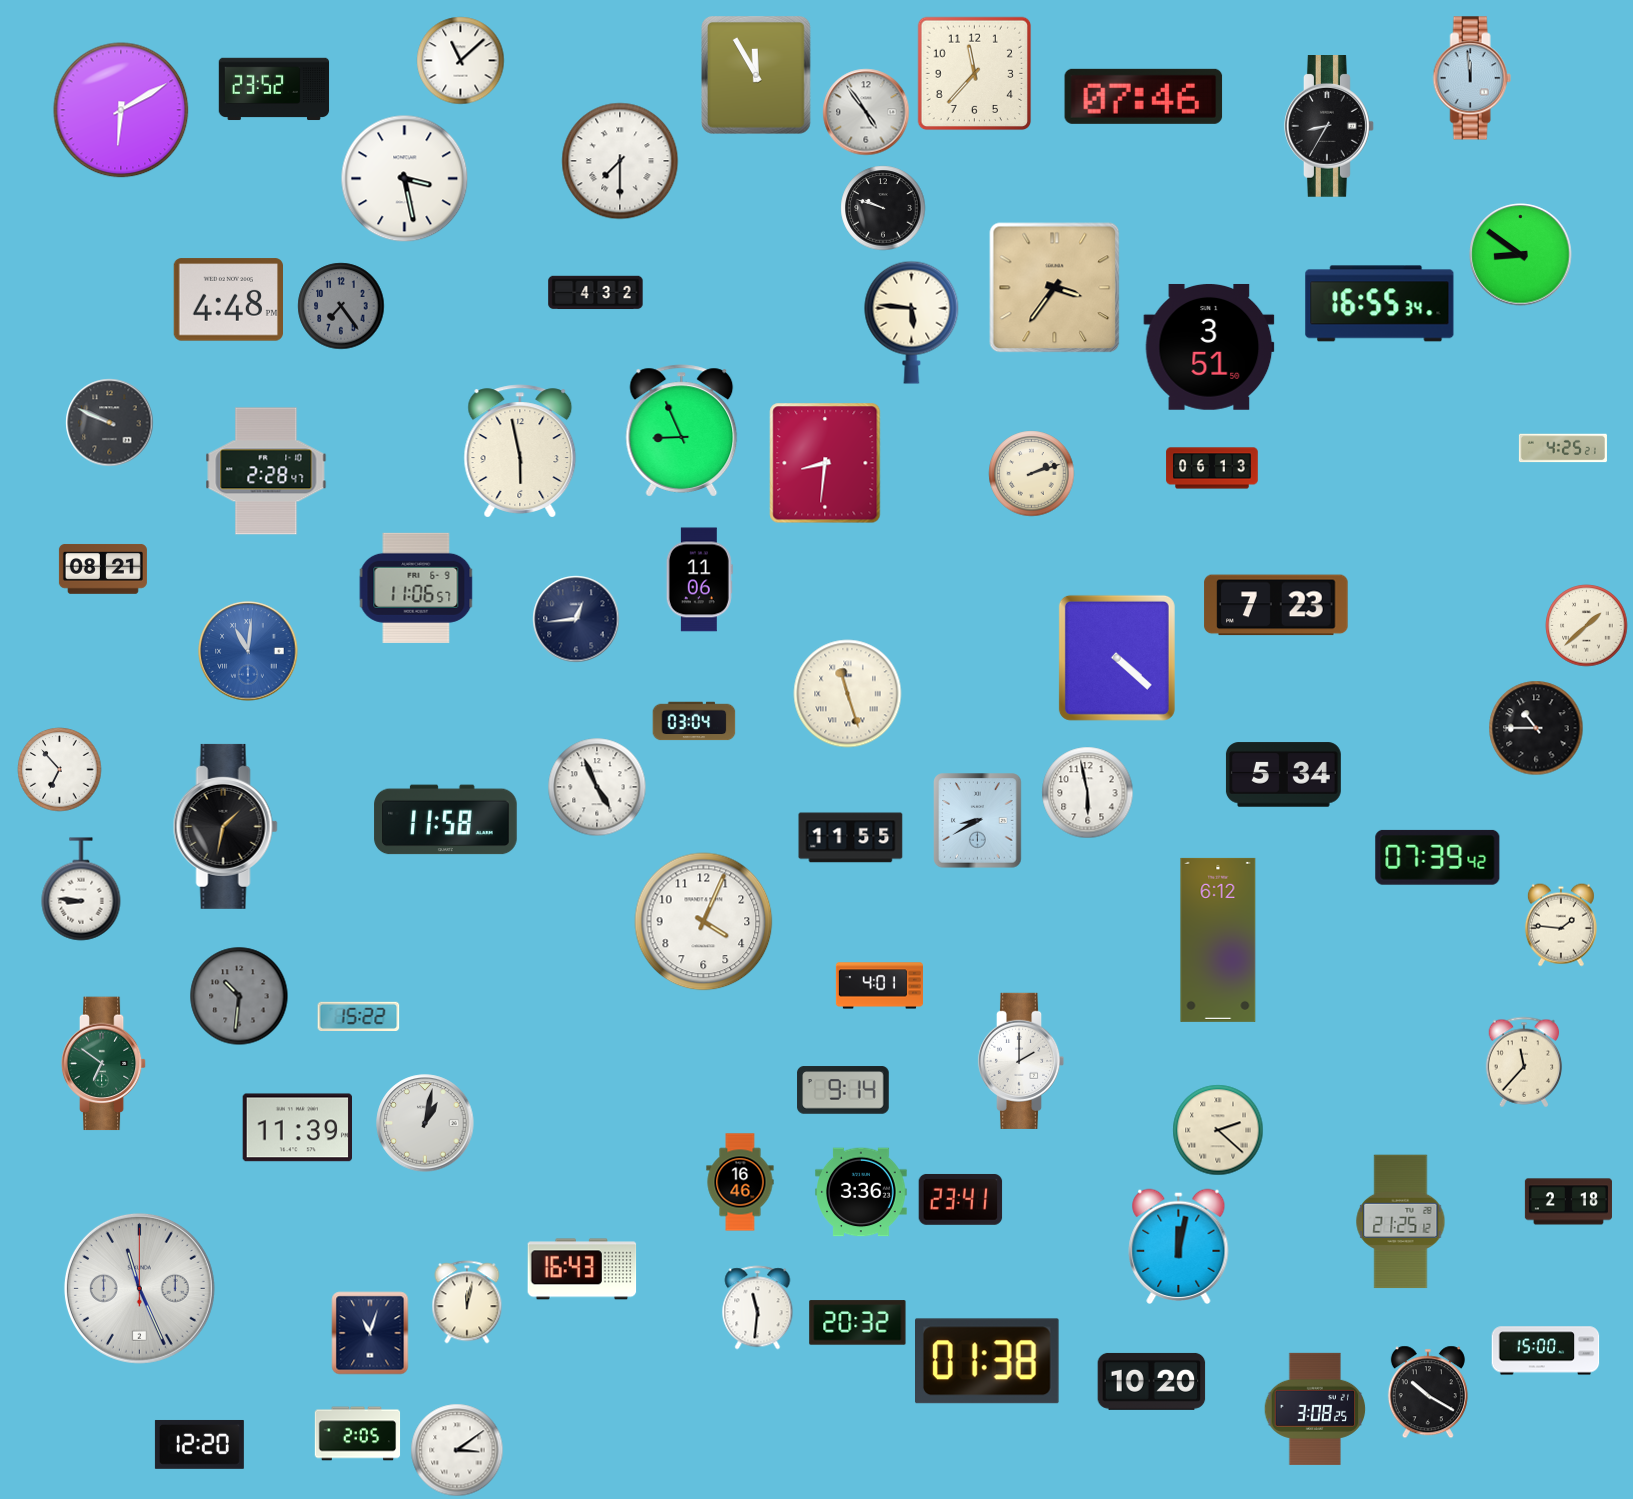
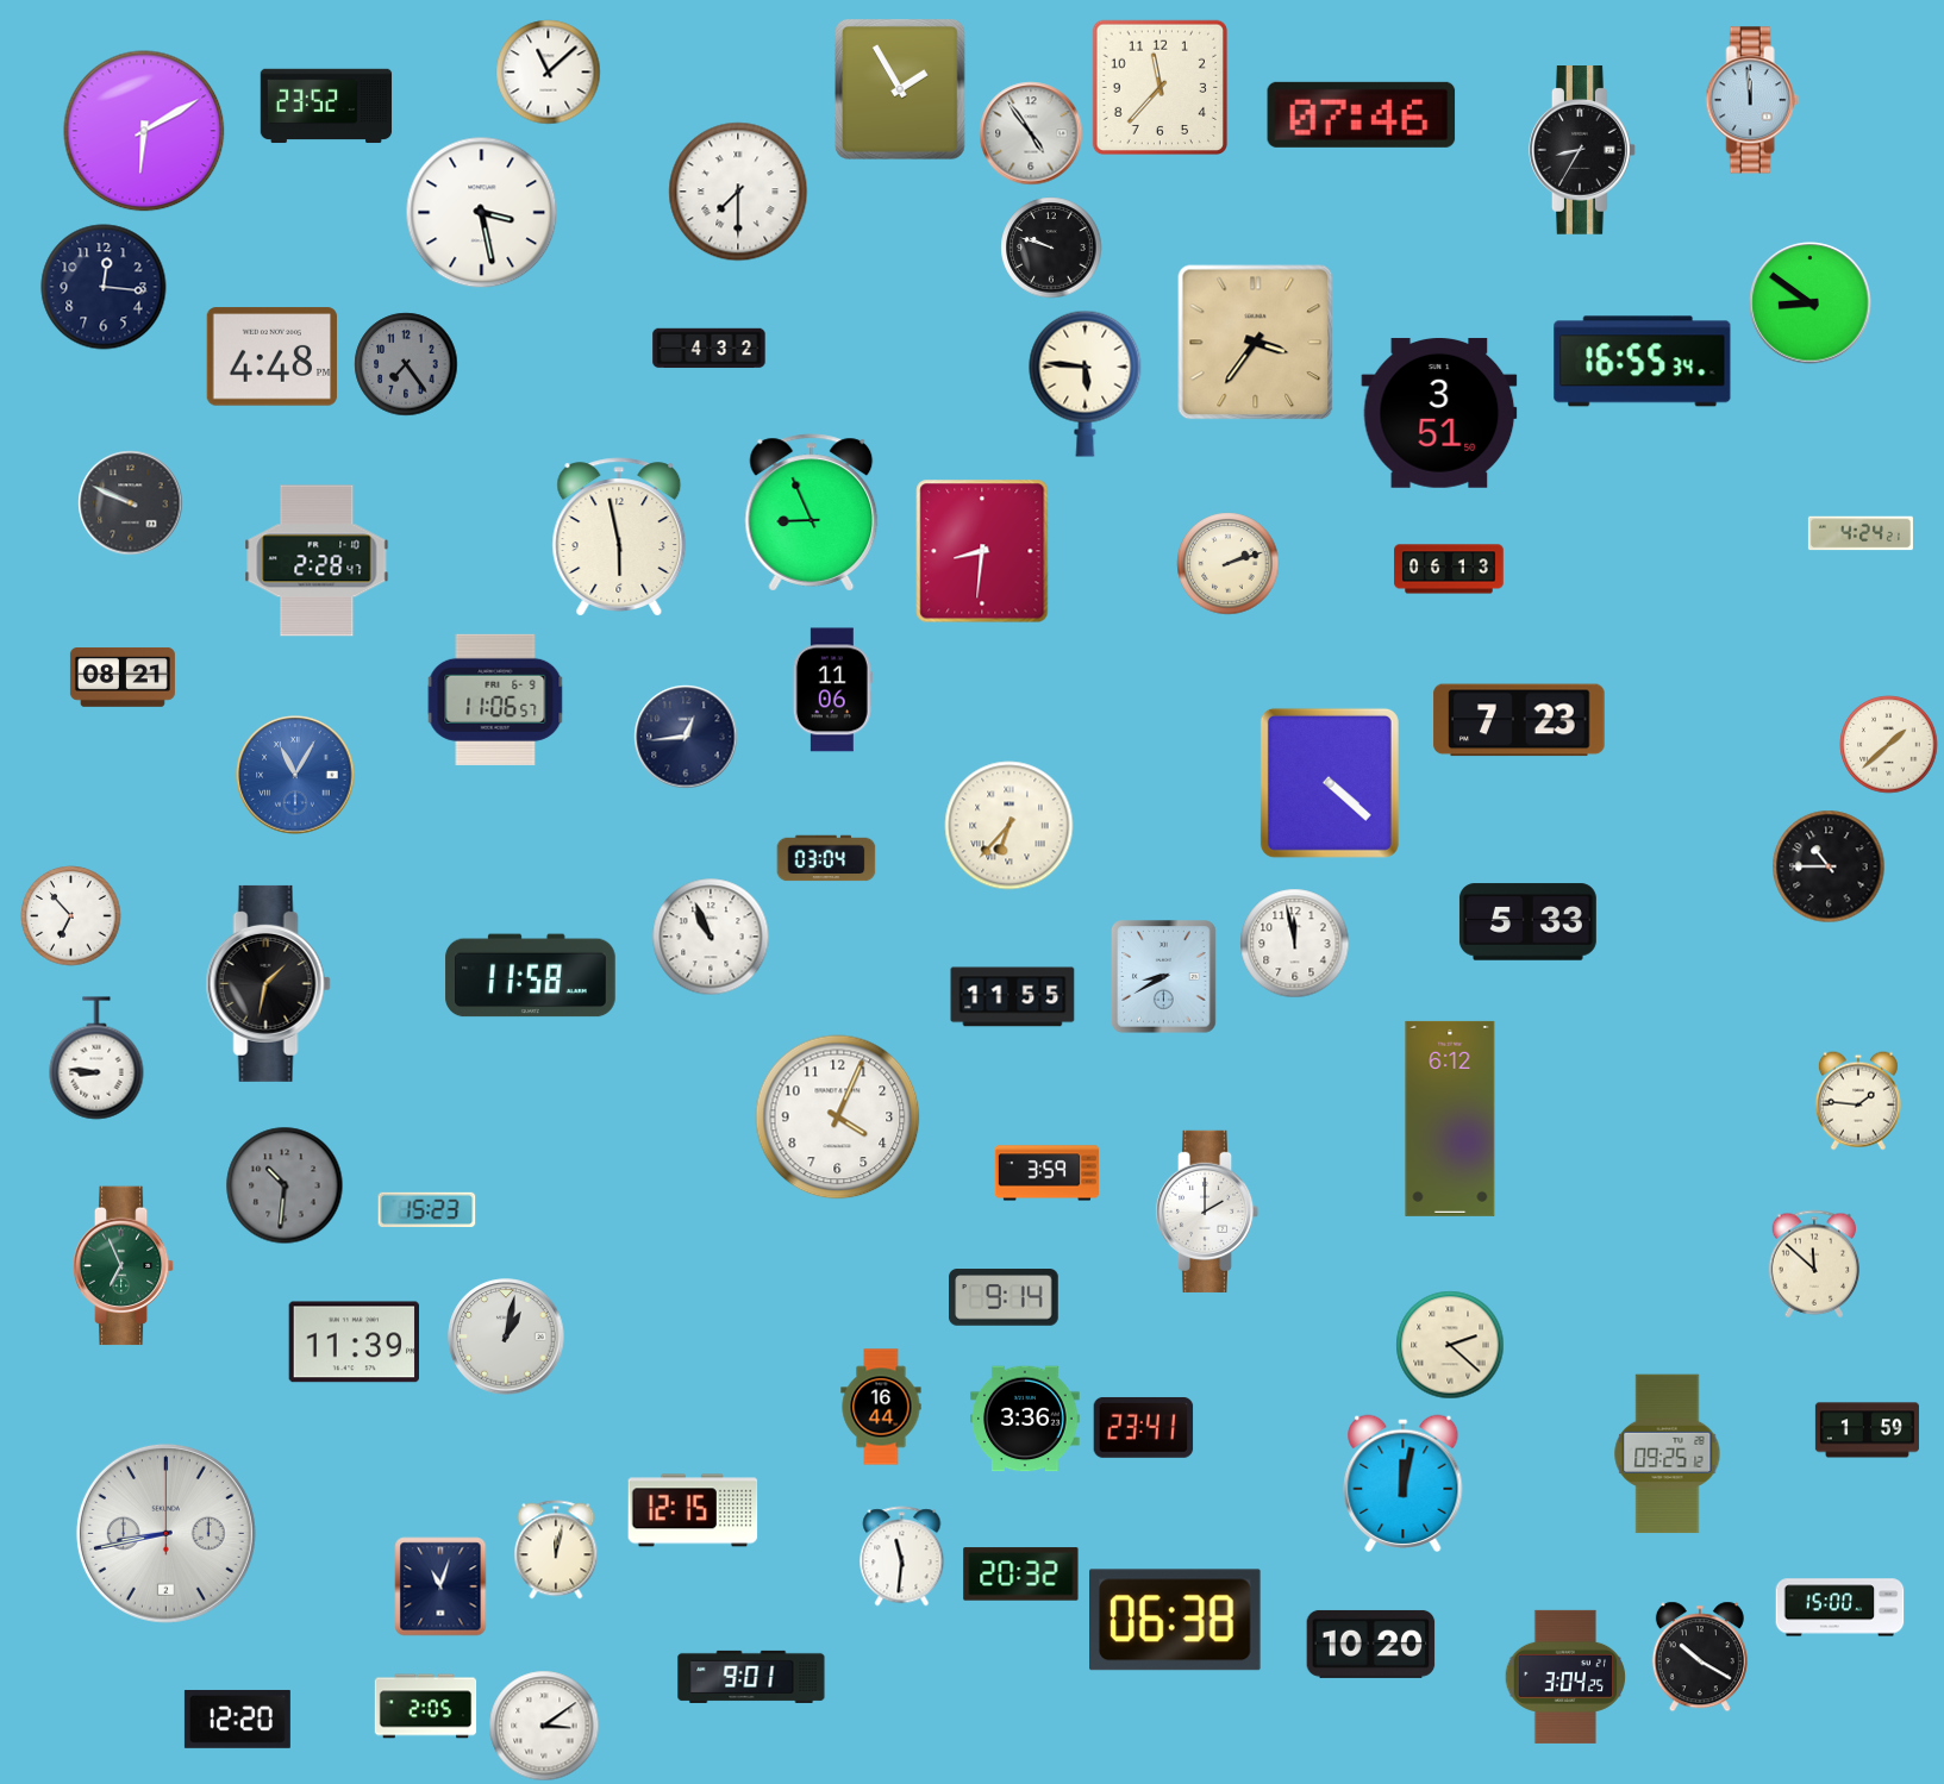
clock at (757, 76): 11:55 -> 1:55
clock at (1472, 78) position: (1472, 78) -> (1752, 100)
clock at (104, 287): none -> 12:16
clock at (1563, 448): 4:25 -> 4:24
clock at (1212, 468) position: (1212, 468) -> (1449, 569)
clock at (248, 651): 11:01 -> 11:05
clock at (848, 694): 11:27 -> 6:37
clock at (1283, 775): 5:34 -> 5:33
clock at (597, 787): 4:56 -> 10:56
clock at (1088, 793): 5:58 -> 11:58
clock at (1438, 857): 07:39 -> none
clock at (704, 922) position: (704, 922) -> (838, 1118)
clock at (879, 986): 4:01 -> 3:59
clock at (359, 1016): 15:22 -> 15:23
clock at (1021, 1061) position: (1021, 1061) -> (1207, 1212)
clock at (1524, 1062): 11:37 -> 11:52
clock at (104, 1064): 6:51 -> 6:56
clock at (740, 1182): 16:46 -> 16:44
clock at (1568, 1202): 2:18 -> 1:59
clock at (1401, 1222): 21:25 -> 09:25
clock at (582, 1269): 16:43 -> 12:15
clock at (139, 1288): 11:26 -> 8:43
clock at (988, 1361): 01:38 -> 06:38
clock at (751, 1677): none -> 9:01
clock at (1315, 1409): 3:08 -> 3:04
